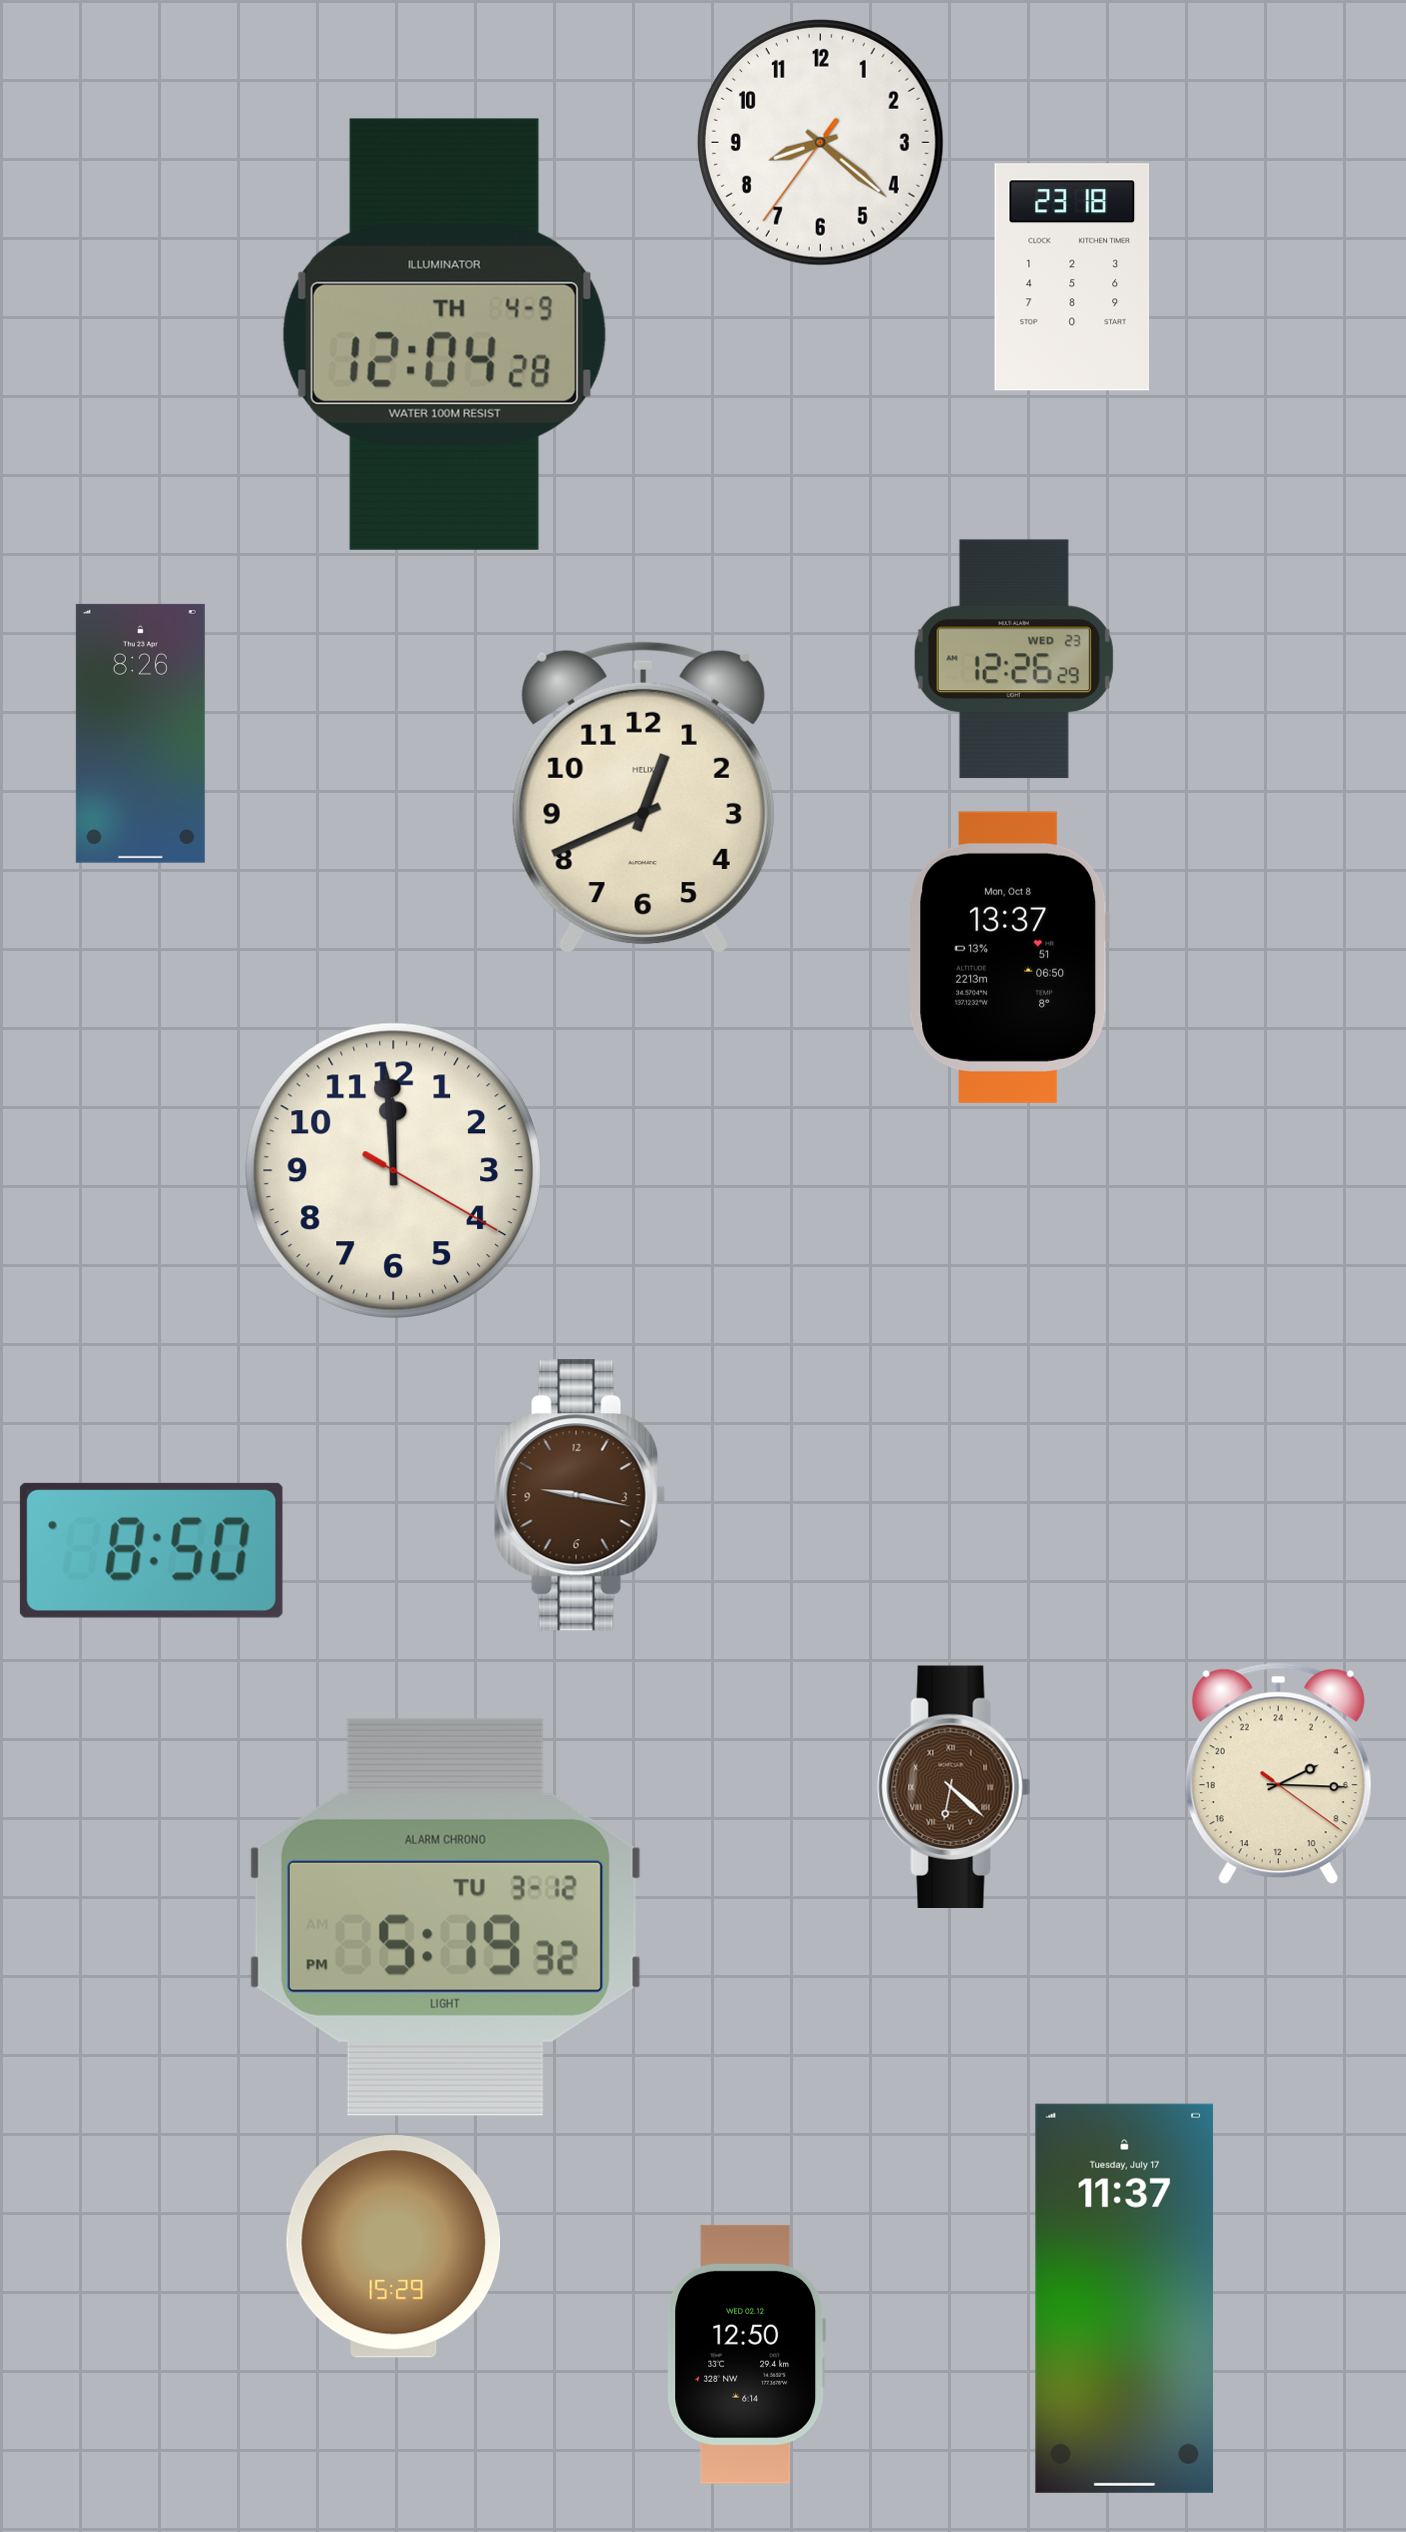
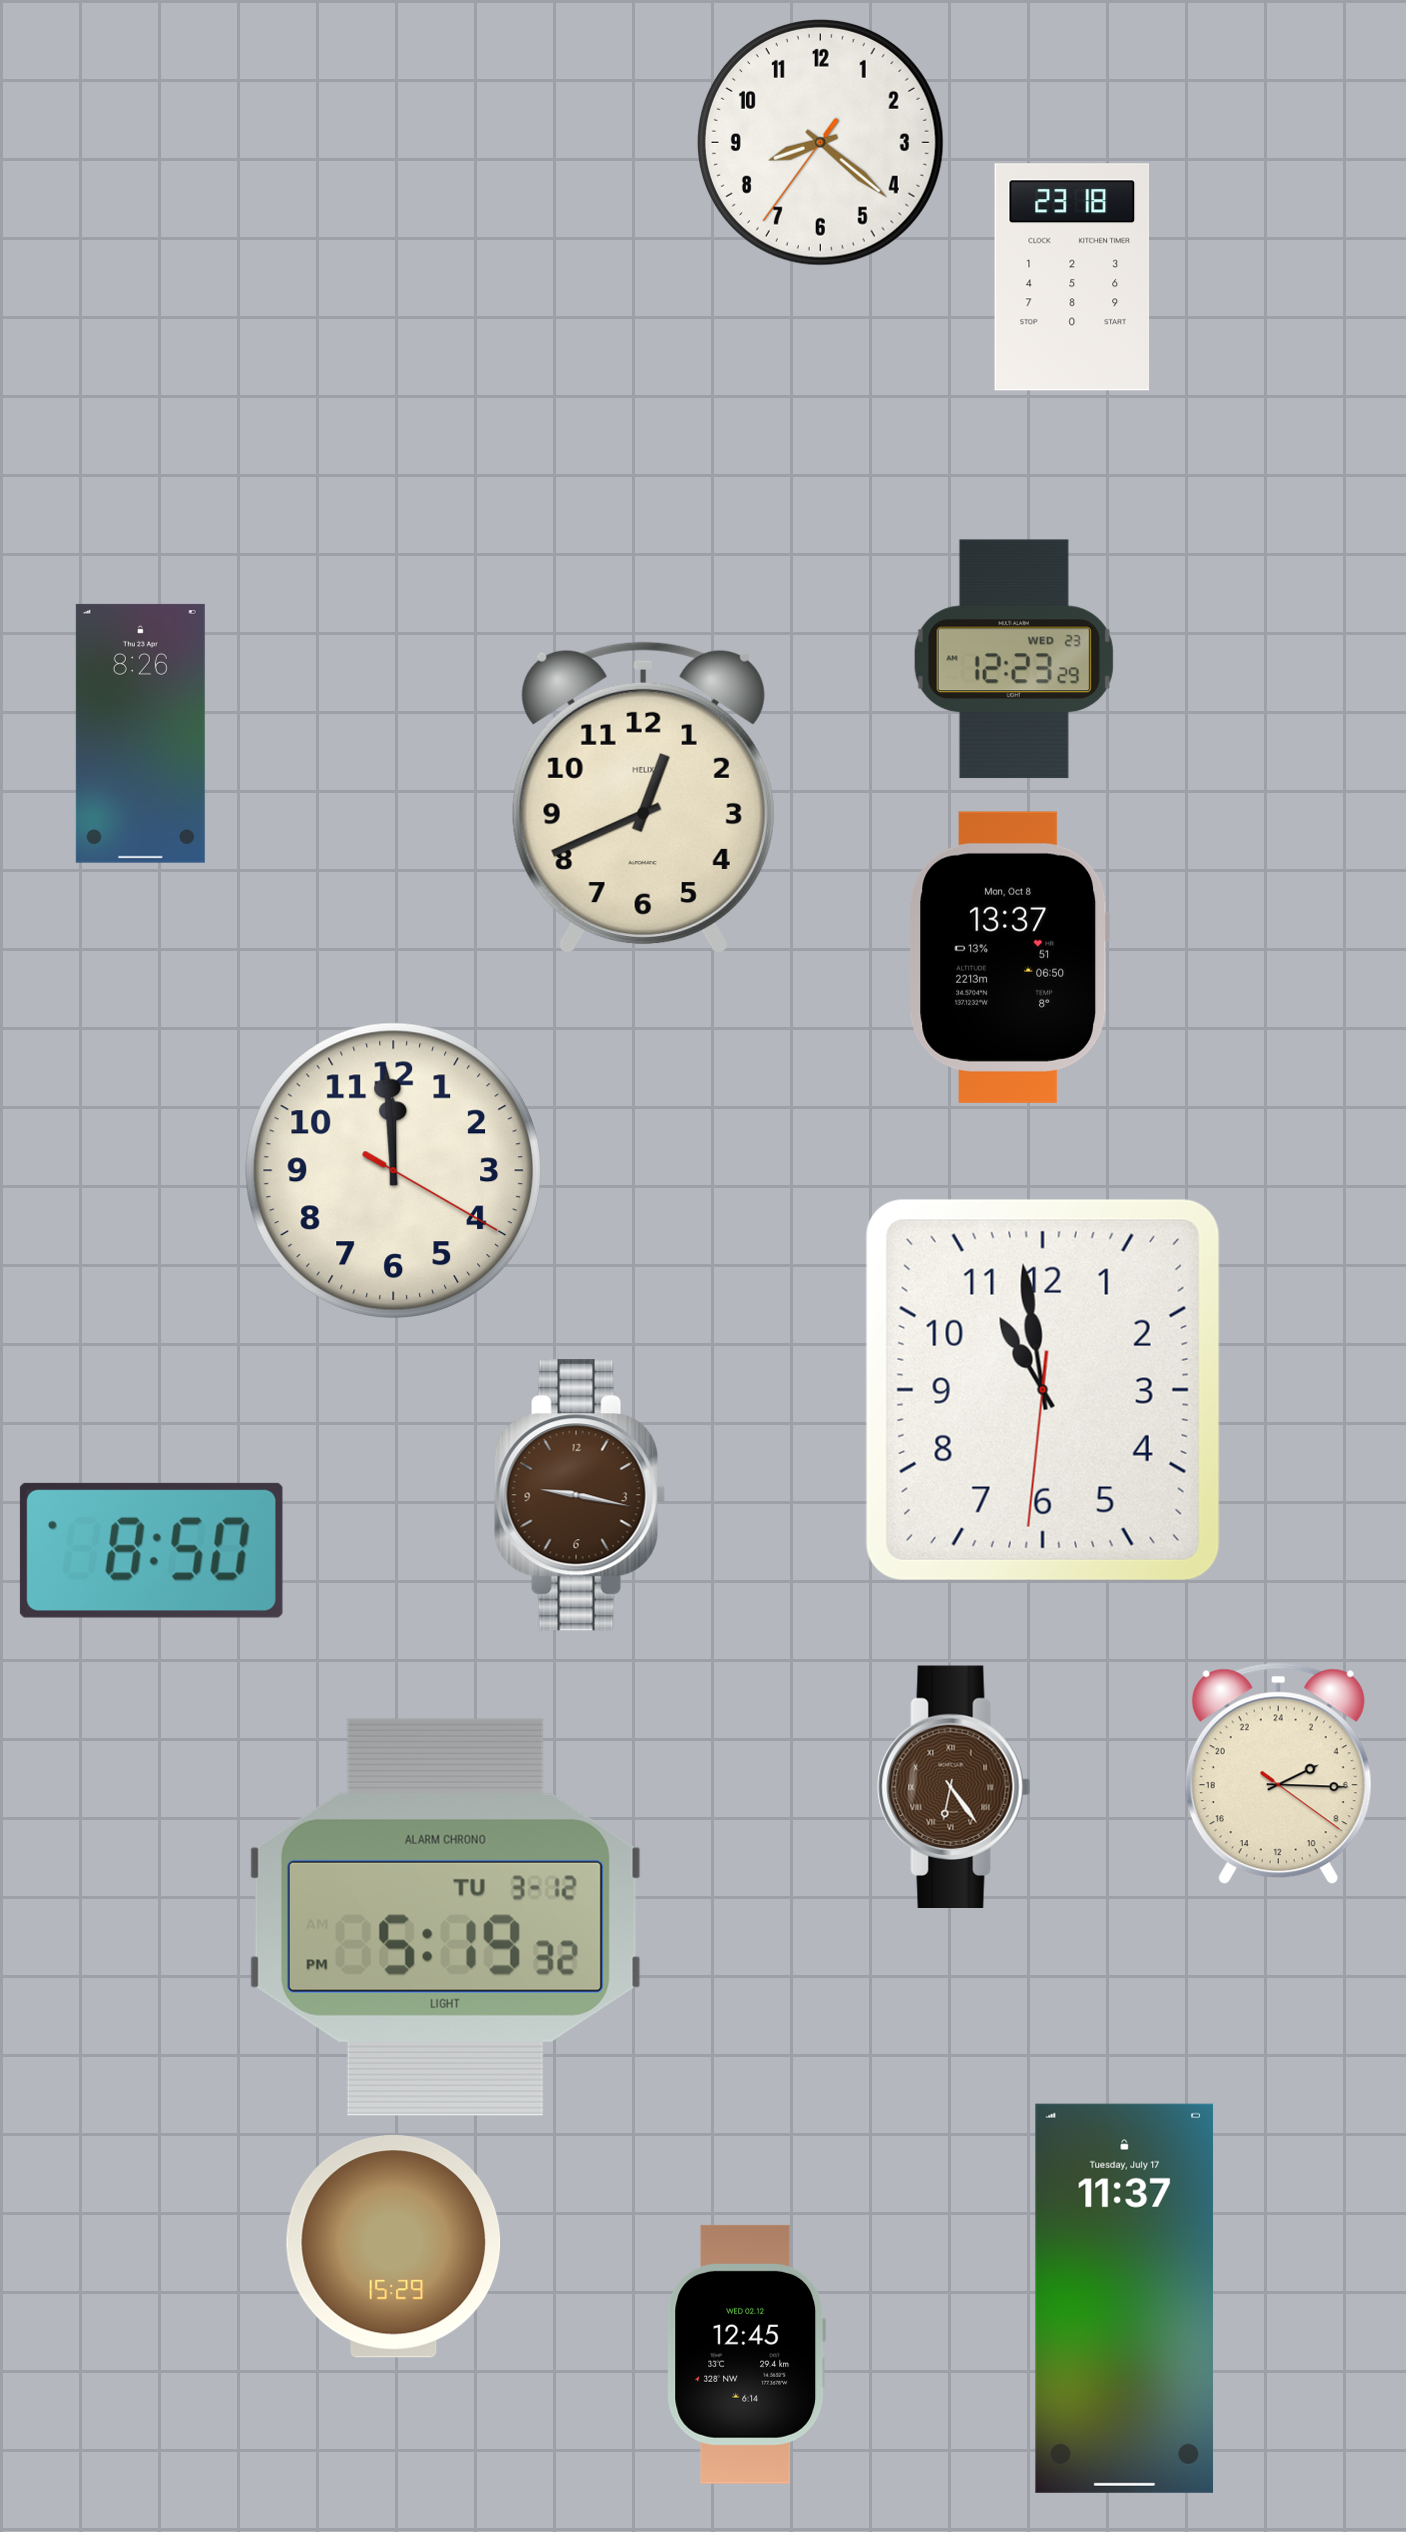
clock at (444, 334): 12:04 -> none
clock at (1014, 659): 12:26 -> 12:23
clock at (1043, 1390): none -> 10:58
clock at (954, 1786): 6:22 -> 6:24
clock at (747, 2354): 12:50 -> 12:45
